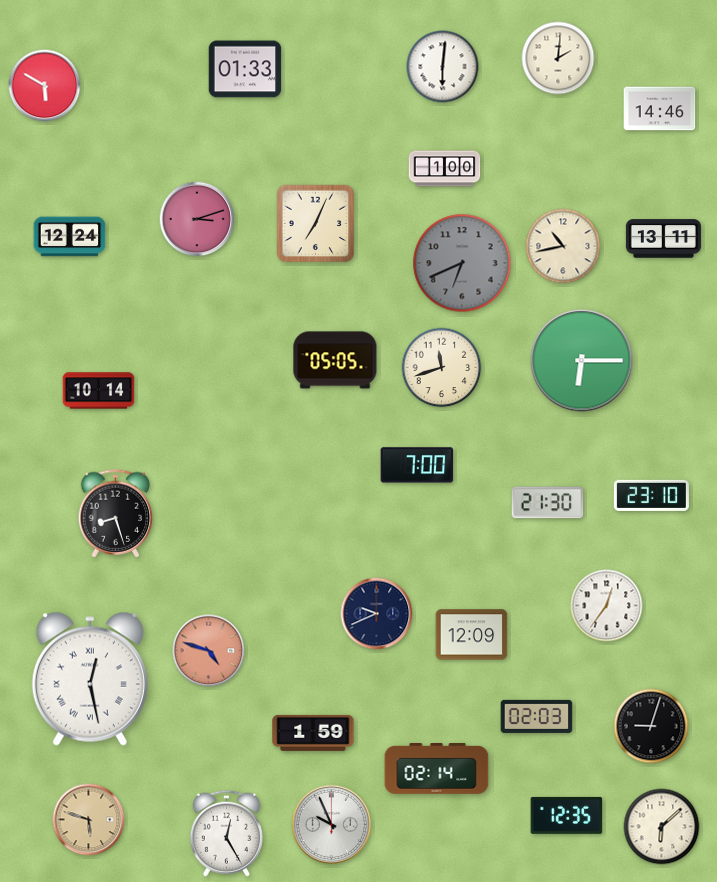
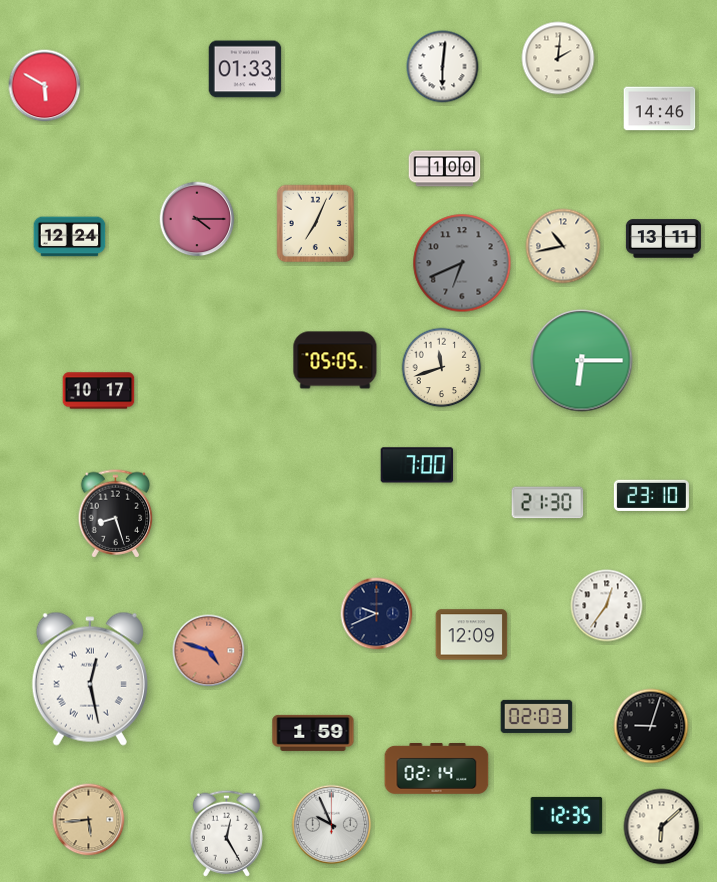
clock at (197, 219): 3:12 -> 4:15
clock at (99, 391): 10:14 -> 10:17
clock at (89, 820): 5:48 -> 5:44
